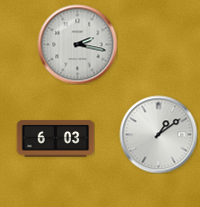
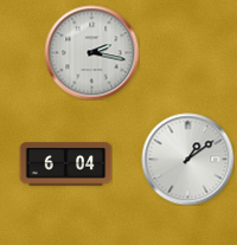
clock at (55, 139): 6:03 -> 6:04
